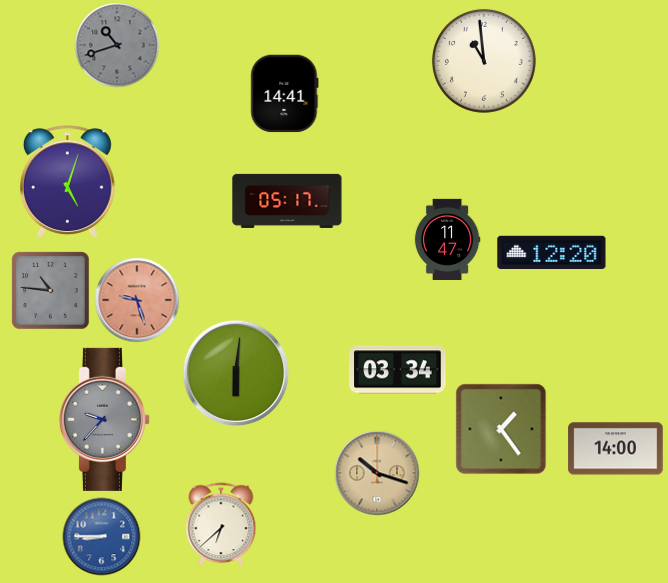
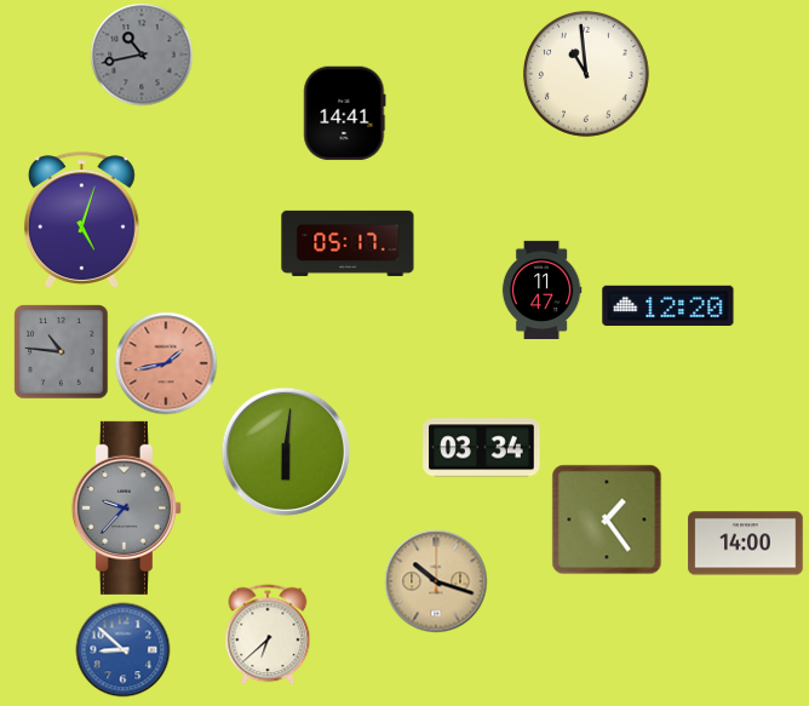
clock at (117, 45): 10:42 -> 10:43
clock at (137, 300): 9:27 -> 1:43
clock at (377, 473) position: (377, 473) -> (436, 581)
clock at (101, 536): 8:45 -> 8:52
